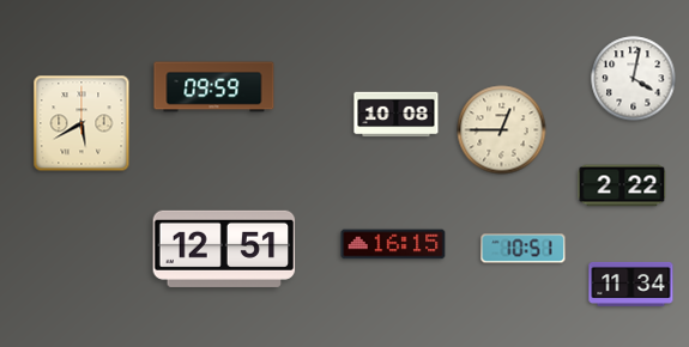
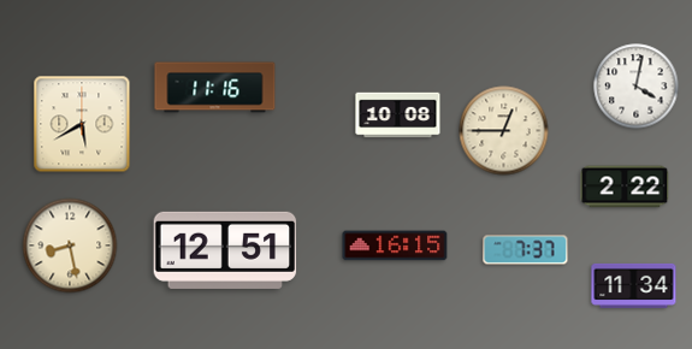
clock at (634, 79) position: (634, 79) -> (637, 87)
clock at (214, 87): 09:59 -> 11:16
clock at (70, 246): none -> 8:28
clock at (524, 249): 10:51 -> 7:37
